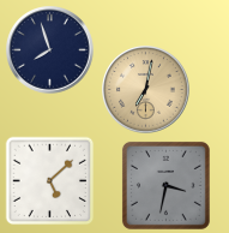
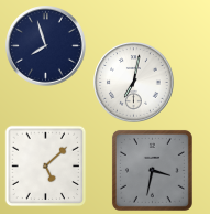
clock at (146, 90) dial: champagne -> white
